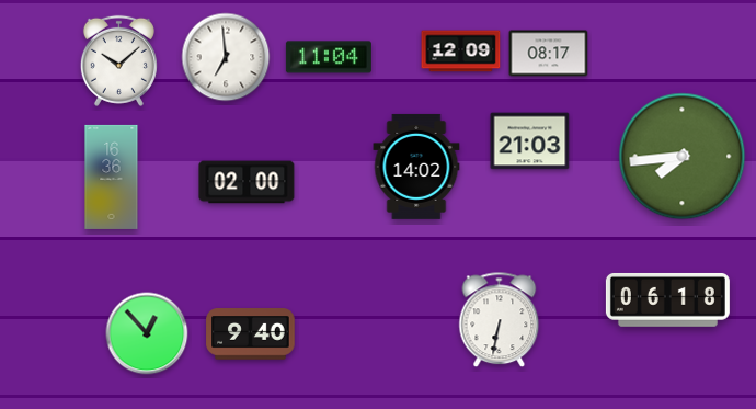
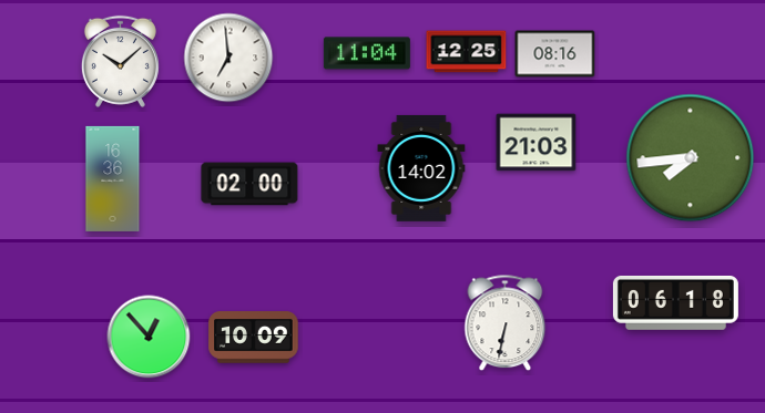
clock at (461, 52): 12:09 -> 12:25
clock at (549, 54): 08:17 -> 08:16
clock at (329, 57) position: (329, 57) -> (367, 53)
clock at (251, 334): 9:40 -> 10:09
